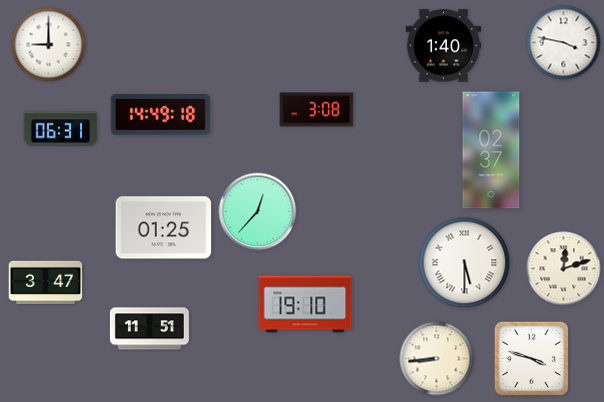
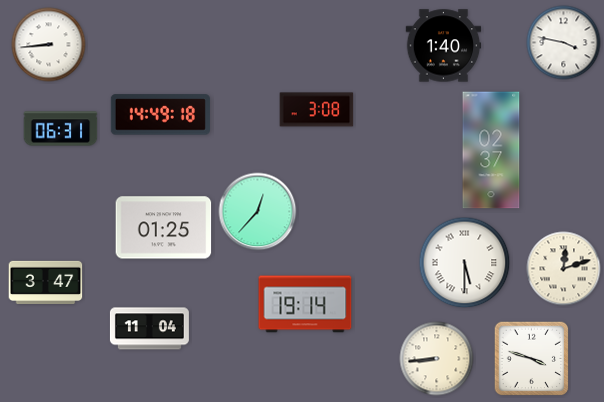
clock at (49, 45): 9:00 -> 8:44
clock at (305, 304): 19:10 -> 19:14
clock at (149, 329): 11:51 -> 11:04
